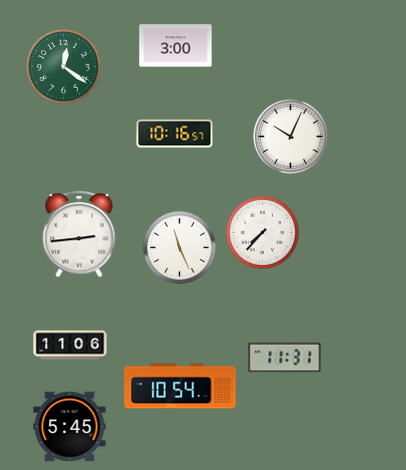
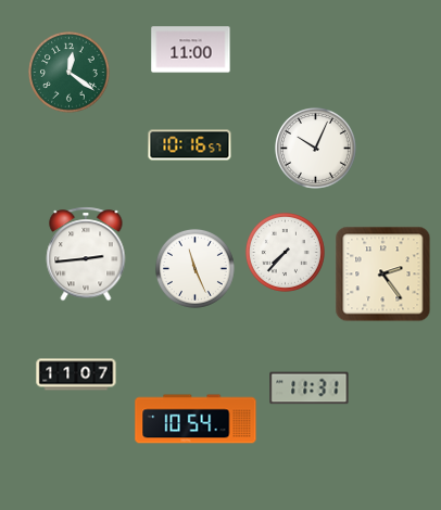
clock at (176, 46): 3:00 -> 11:00
clock at (383, 275): none -> 2:24
clock at (70, 345): 11:06 -> 11:07
clock at (70, 427): 5:45 -> none
